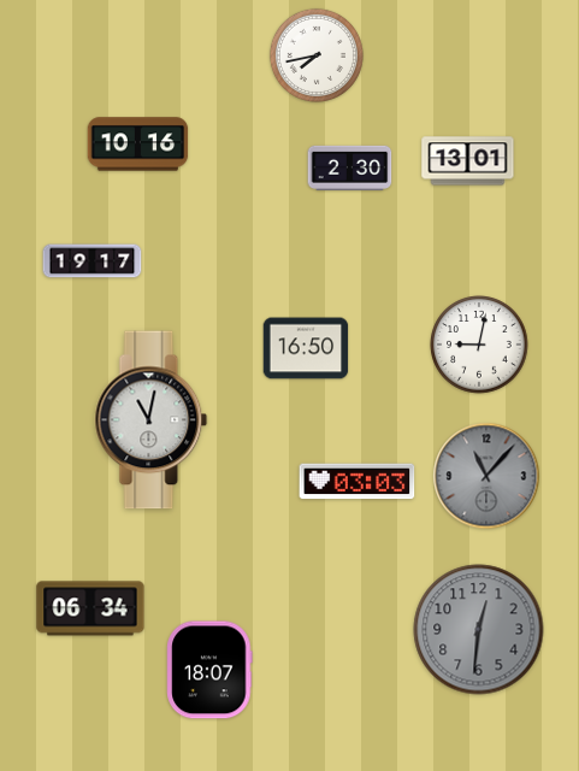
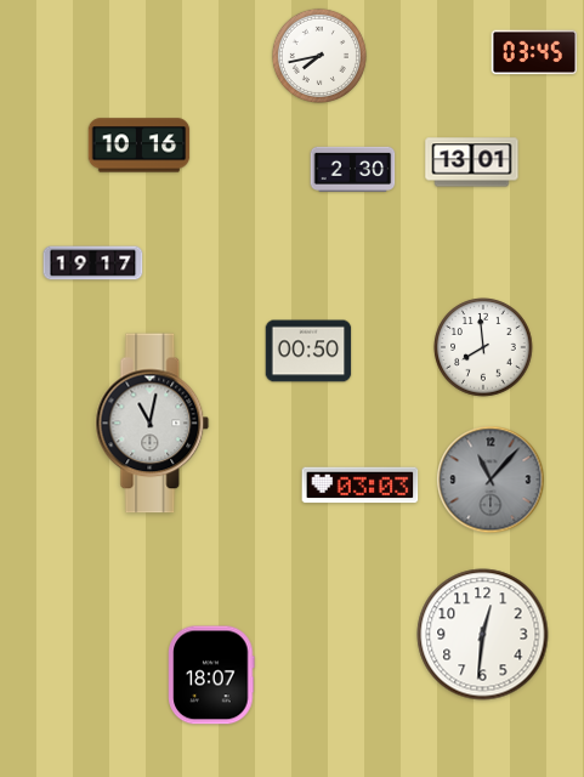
clock at (534, 52): none -> 03:45
clock at (479, 345): 9:02 -> 7:59
clock at (306, 348): 16:50 -> 00:50
clock at (90, 608): 06:34 -> none
clock at (479, 630) dial: grey -> white
